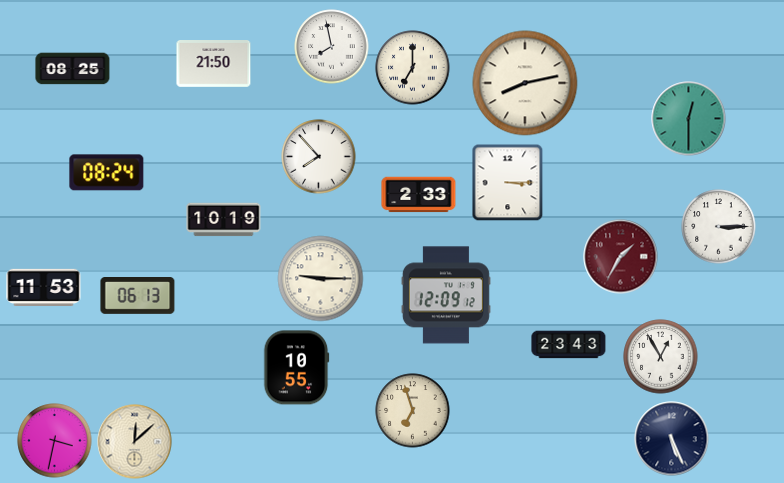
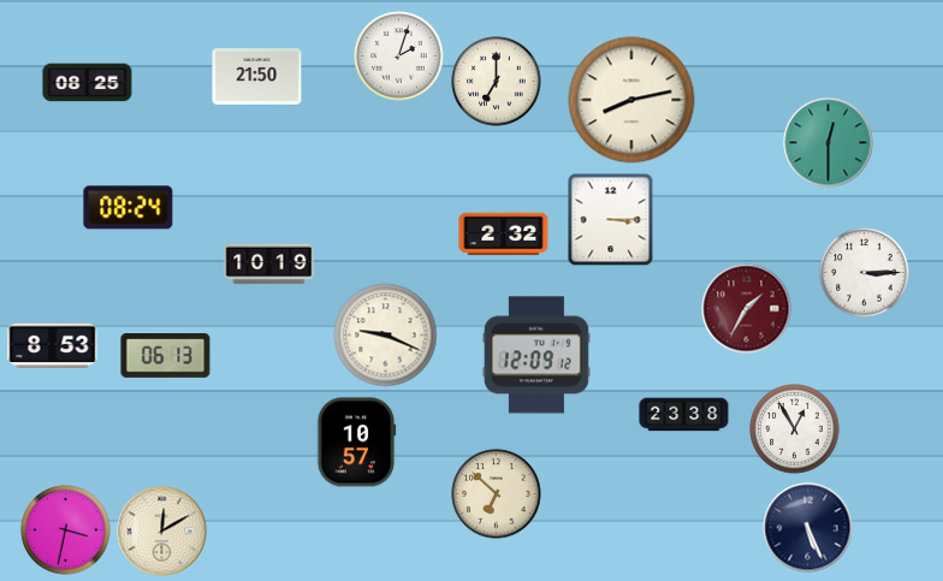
clock at (332, 47): 7:58 -> 2:03
clock at (319, 157): 7:53 -> none
clock at (419, 195): 2:33 -> 2:32
clock at (321, 279): 9:15 -> 9:19
clock at (44, 287): 11:53 -> 8:53
clock at (569, 345): 23:43 -> 23:38
clock at (296, 368): 10:55 -> 10:57
clock at (413, 411): 6:57 -> 6:52
clock at (135, 442): 12:08 -> 12:10
